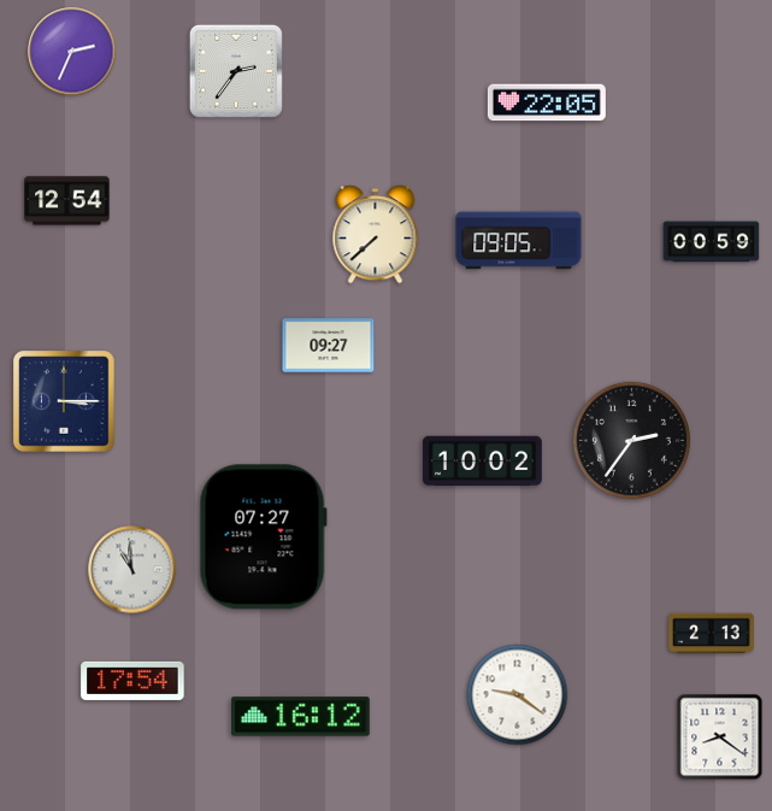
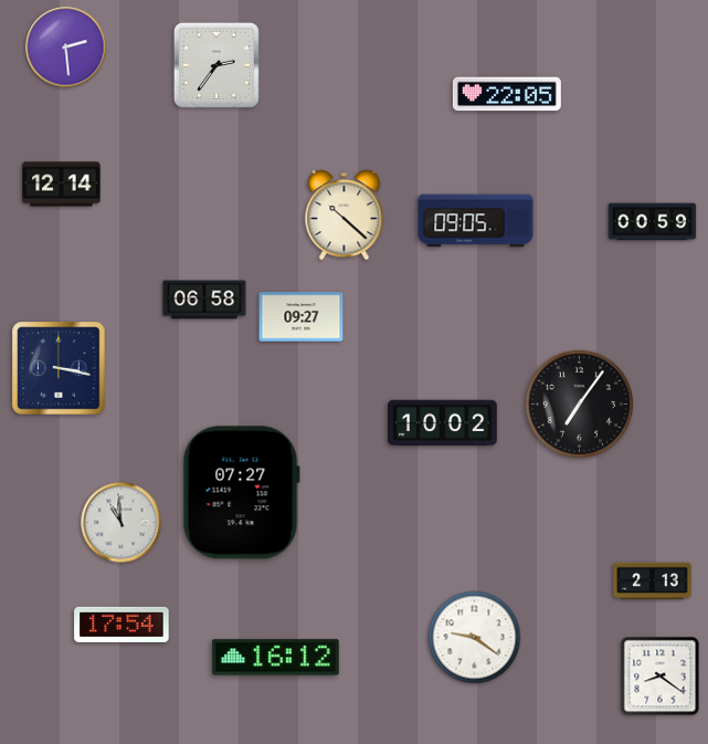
clock at (72, 52): 2:34 -> 2:29
clock at (547, 102) position: (547, 102) -> (507, 94)
clock at (67, 201): 12:54 -> 12:14
clock at (376, 235): 7:38 -> 10:22
clock at (204, 300): none -> 06:58
clock at (64, 401): 3:15 -> 3:17
clock at (631, 440): 2:36 -> 7:06
